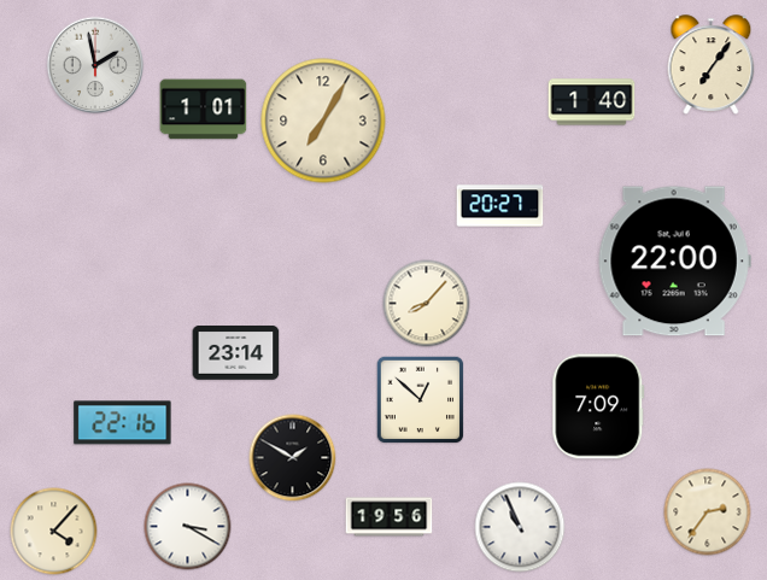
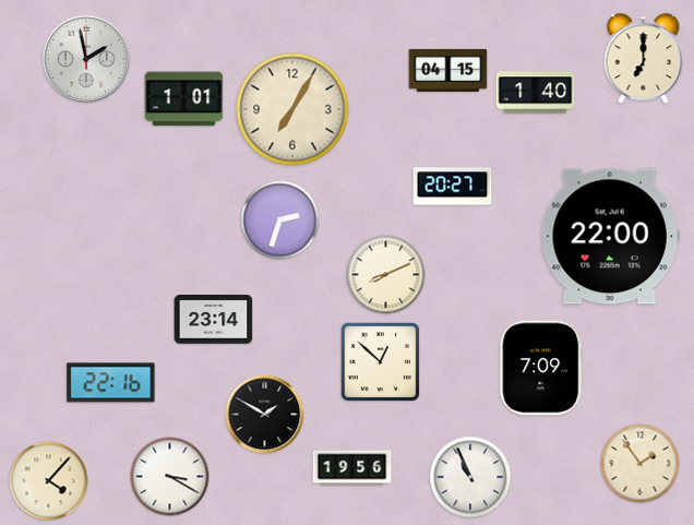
clock at (712, 64): 7:06 -> 7:00
clock at (448, 70): none -> 04:15
clock at (280, 220): none -> 2:33
clock at (427, 304): 8:07 -> 8:11
clock at (708, 512): 2:36 -> 1:54
